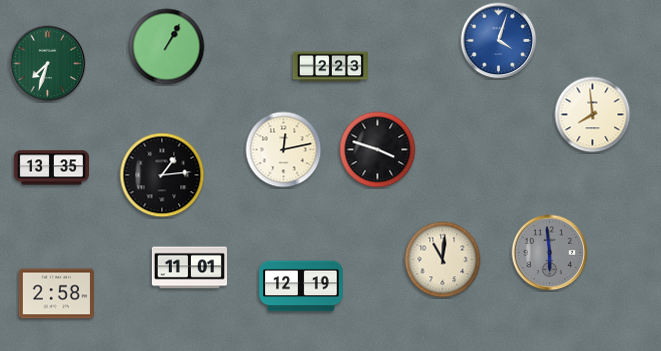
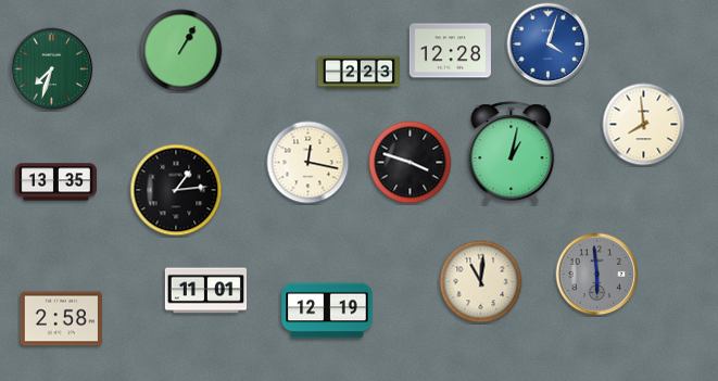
clock at (499, 41) position: (499, 41) -> (549, 45)
clock at (450, 51): none -> 12:28
clock at (512, 153): none -> 1:02
clock at (284, 150): 12:13 -> 12:17
